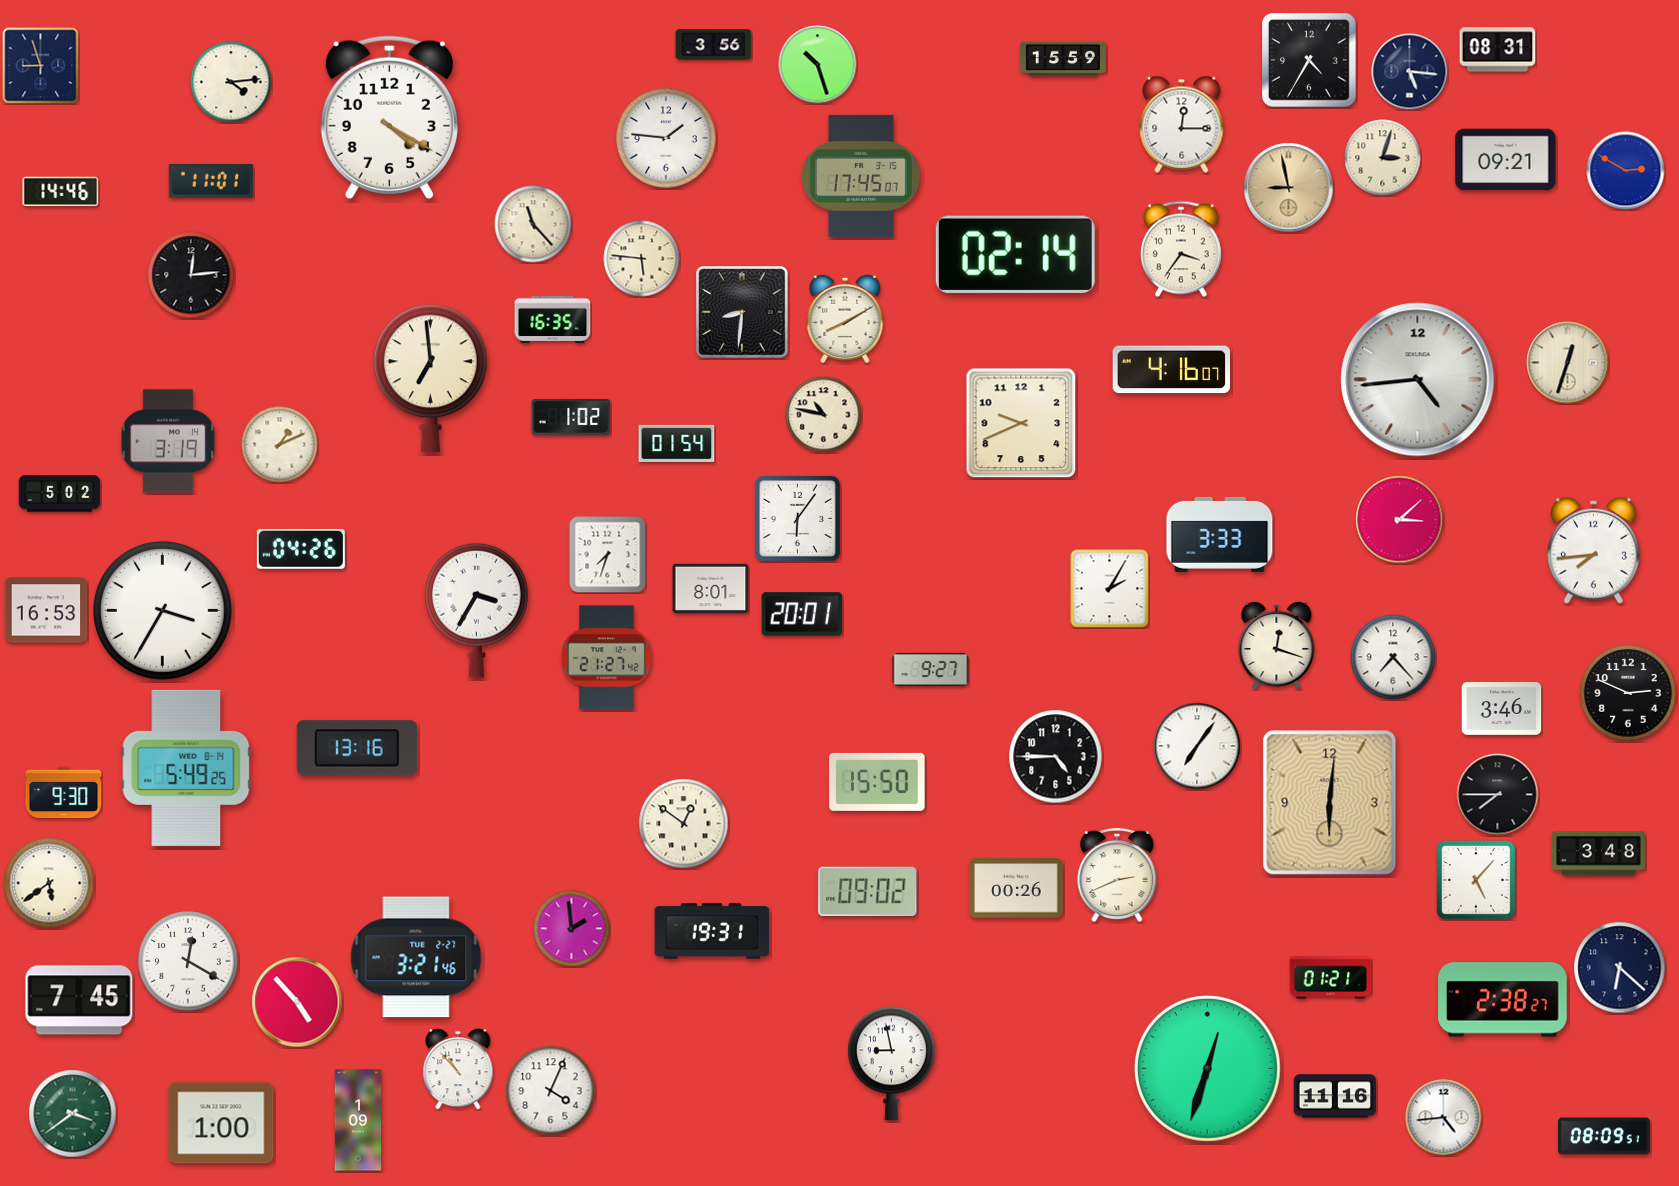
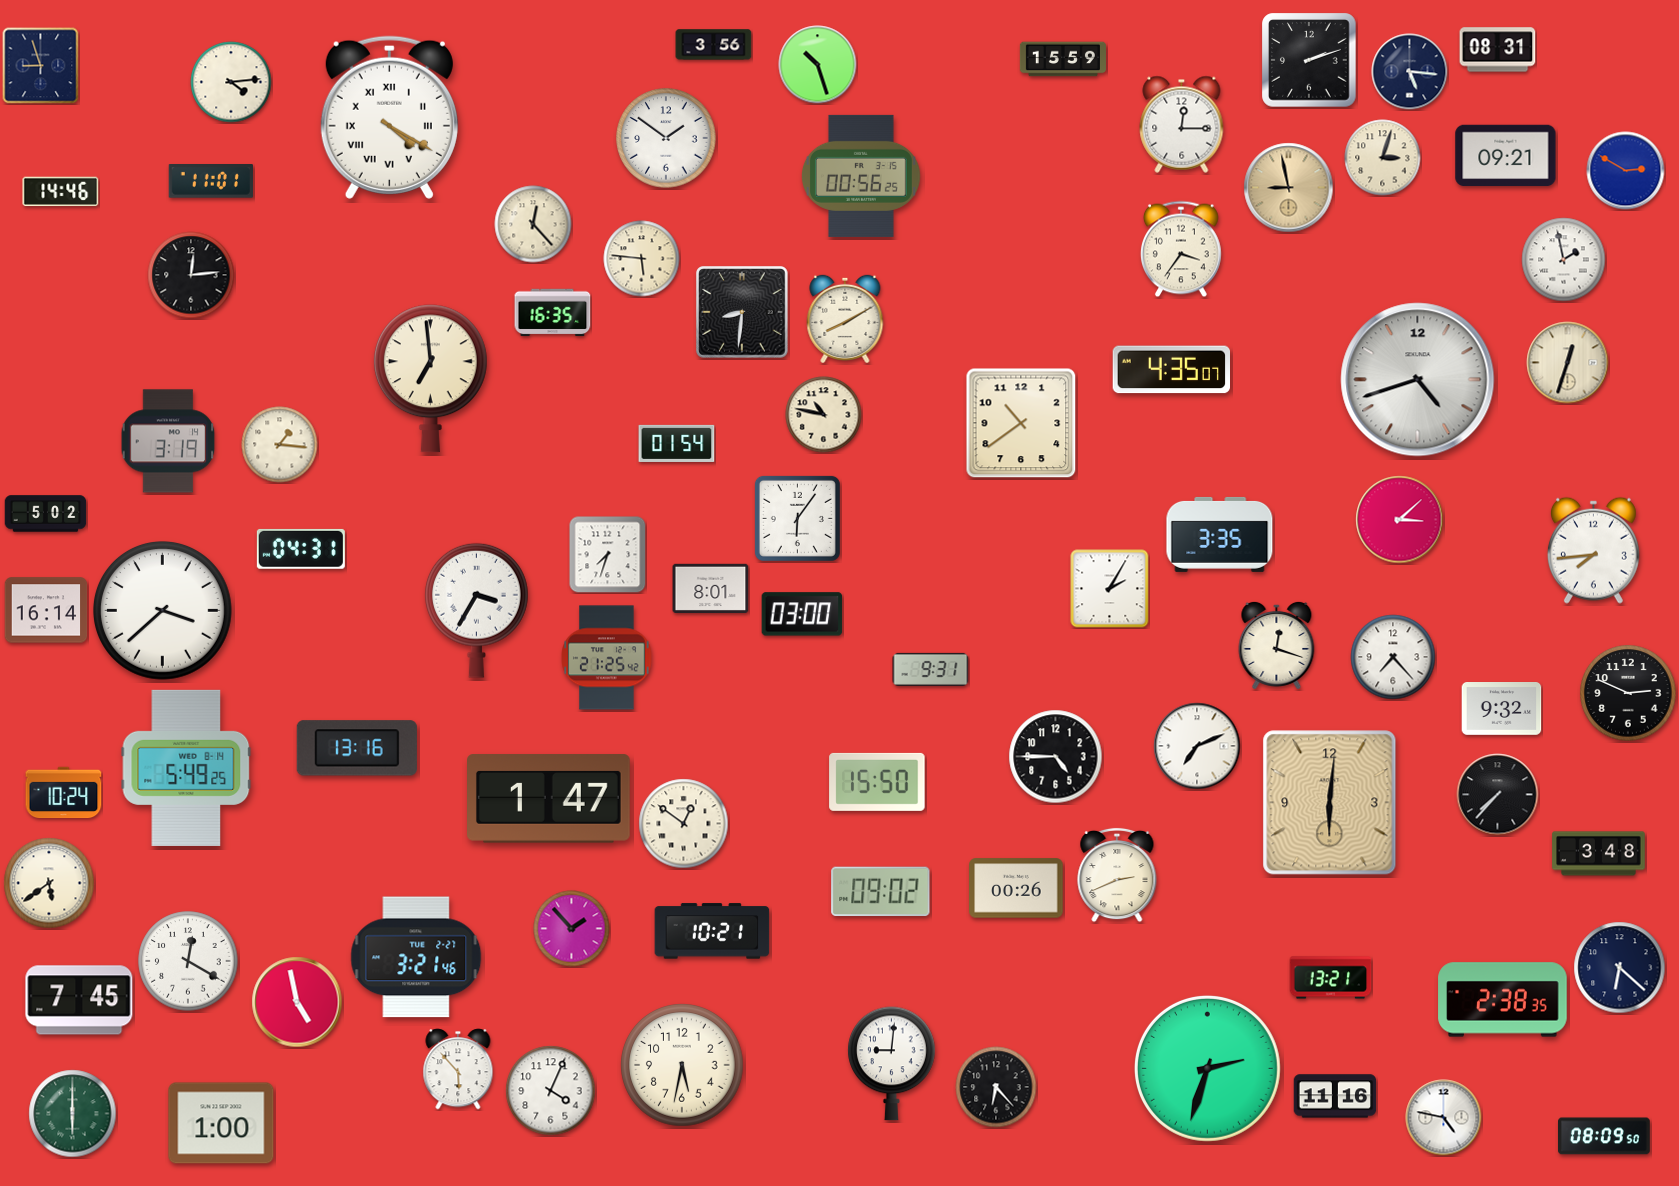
clock at (1309, 60): 4:35 -> 2:12
clock at (389, 117) numerals: Arabic -> Roman
clock at (666, 138): 1:46 -> 1:51
clock at (1506, 160) position: (1506, 160) -> (1506, 156)
clock at (861, 176): 17:45 -> 00:56
clock at (533, 224): 11:23 -> 12:23
clock at (1015, 254): 02:14 -> none
clock at (1564, 260): none -> 1:58
clock at (553, 320) position: (553, 320) -> (553, 313)
clock at (1171, 370): 4:16 -> 4:35
clock at (1418, 380): 4:44 -> 4:42
clock at (571, 418): 1:02 -> none
clock at (1021, 423): 9:41 -> 10:39
clock at (280, 445): 1:11 -> 1:16
clock at (60, 494) position: (60, 494) -> (46, 514)
clock at (1220, 534): 3:33 -> 3:35
clock at (301, 549): 04:26 -> 04:31
clock at (46, 610): 16:53 -> 16:14
clock at (163, 611): 3:35 -> 3:38
clock at (802, 614): 20:01 -> 03:00
clock at (607, 658): 21:27 -> 21:25
clock at (931, 669): 9:27 -> 9:31
clock at (1502, 709): 3:46 -> 9:32
clock at (1197, 746): 7:06 -> 7:11
clock at (64, 793): 9:30 -> 10:24
clock at (1498, 795): 7:45 -> 7:37
clock at (549, 799): none -> 1:47
clock at (1476, 880): 5:07 -> none
clock at (868, 892) position: (868, 892) -> (881, 892)
clock at (572, 929): 1:59 -> 1:53
clock at (712, 931): 19:31 -> 10:21
clock at (1331, 978): 01:21 -> 13:21
clock at (1503, 1000): 2:38:27 -> 2:38:35
clock at (297, 1002): 4:53 -> 4:58
clock at (892, 1064): 8:58 -> 9:01
clock at (682, 1065): none -> 5:32
clock at (1207, 1068): 12:33 -> 2:33
clock at (458, 1069): 10:53 -> 5:53
clock at (996, 1087): none -> 6:23
clock at (73, 1114): 3:39 -> 6:00
clock at (1444, 1118): 4:44 -> 4:47
clock at (358, 1120): 1:09 -> none
clock at (1605, 1136): 08:09:51 -> 08:09:50
